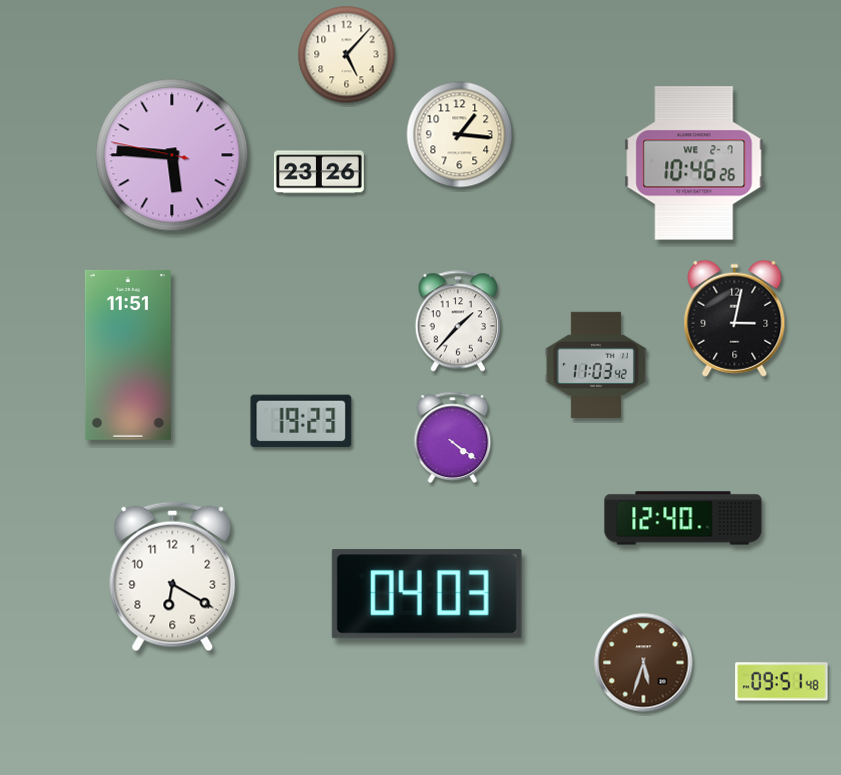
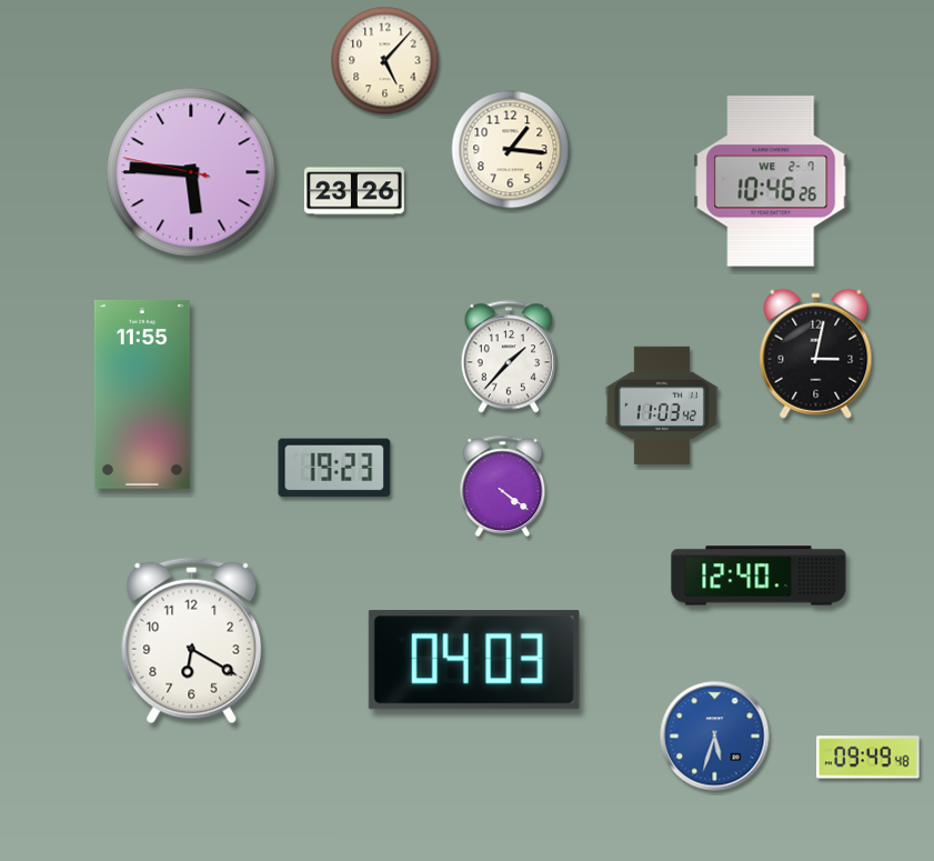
clock at (128, 355): 11:51 -> 11:55
clock at (644, 663) dial: brown -> blue
clock at (782, 682): 09:51 -> 09:49
